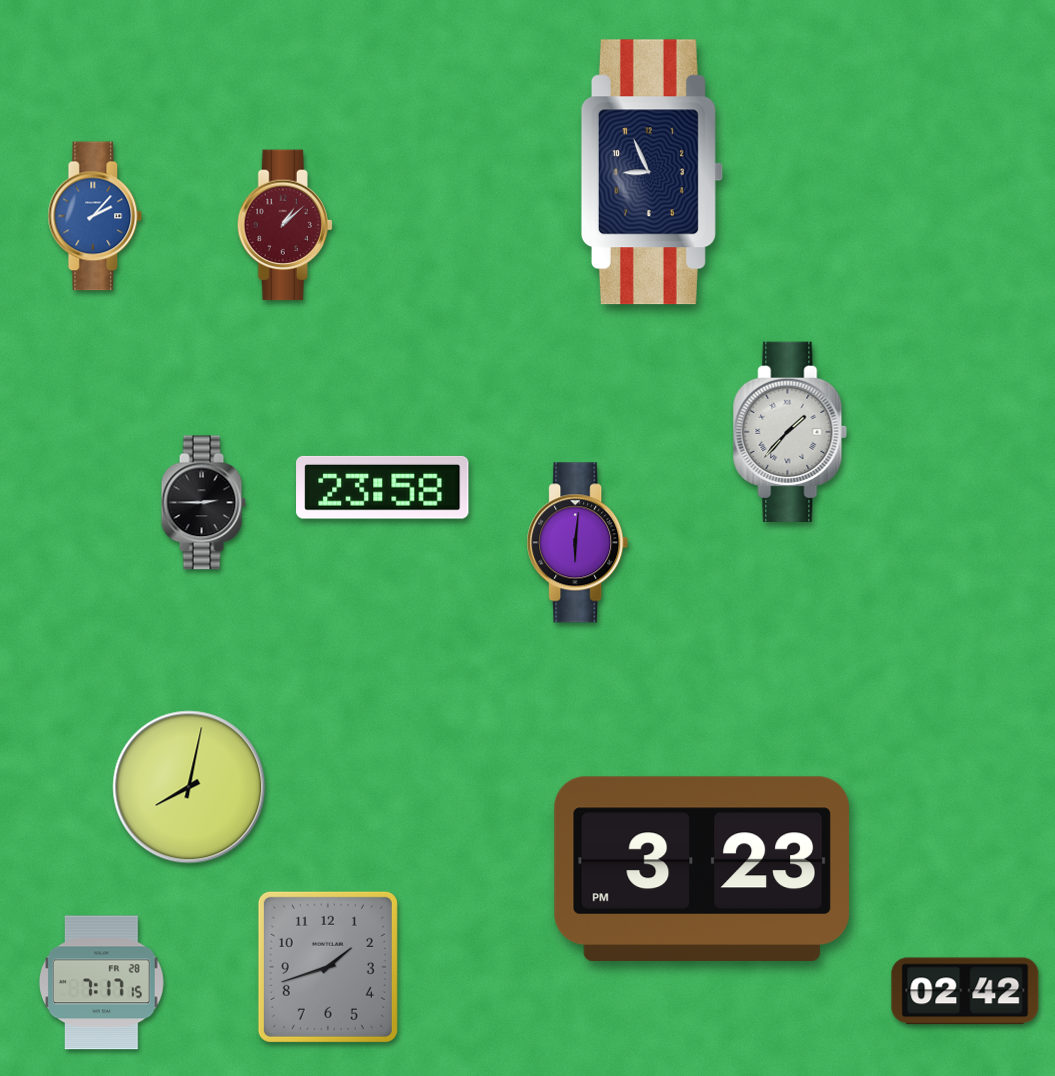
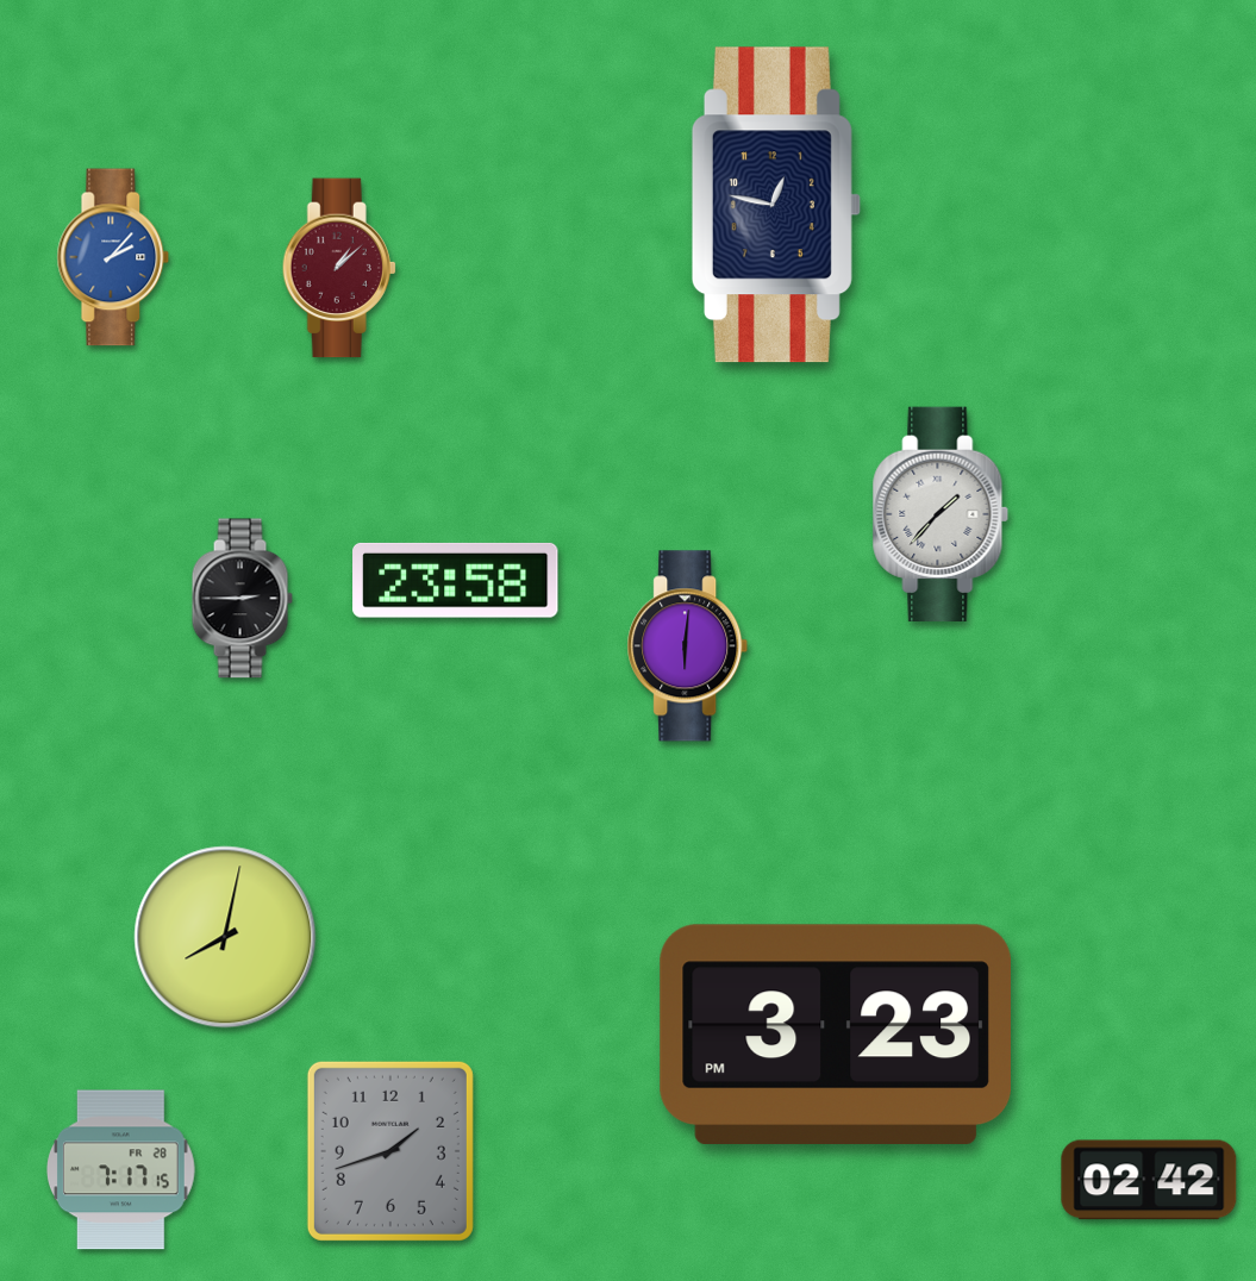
clock at (652, 172): 8:56 -> 12:47
